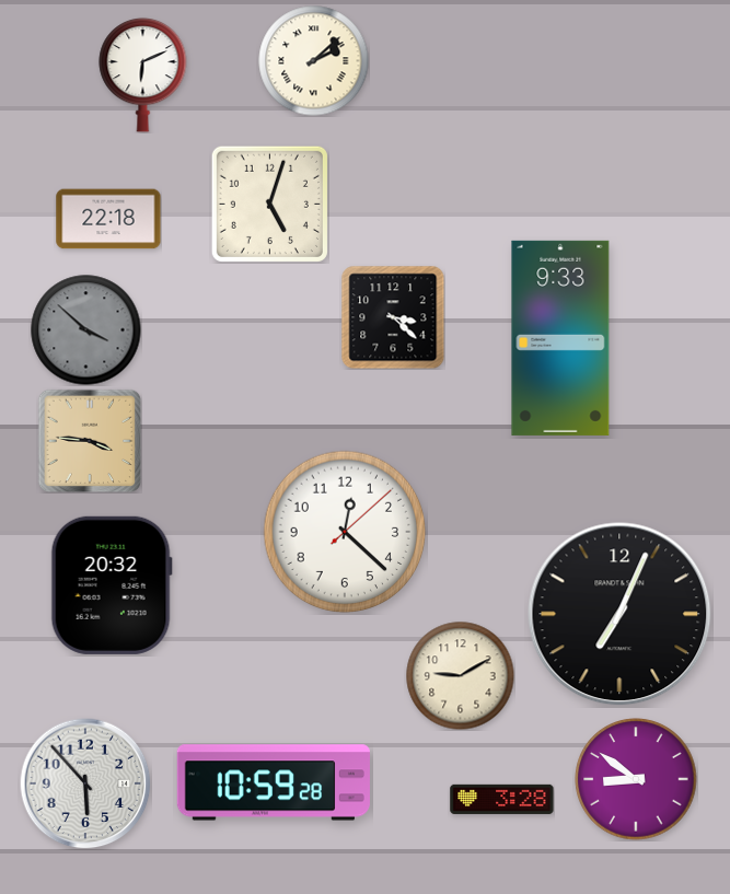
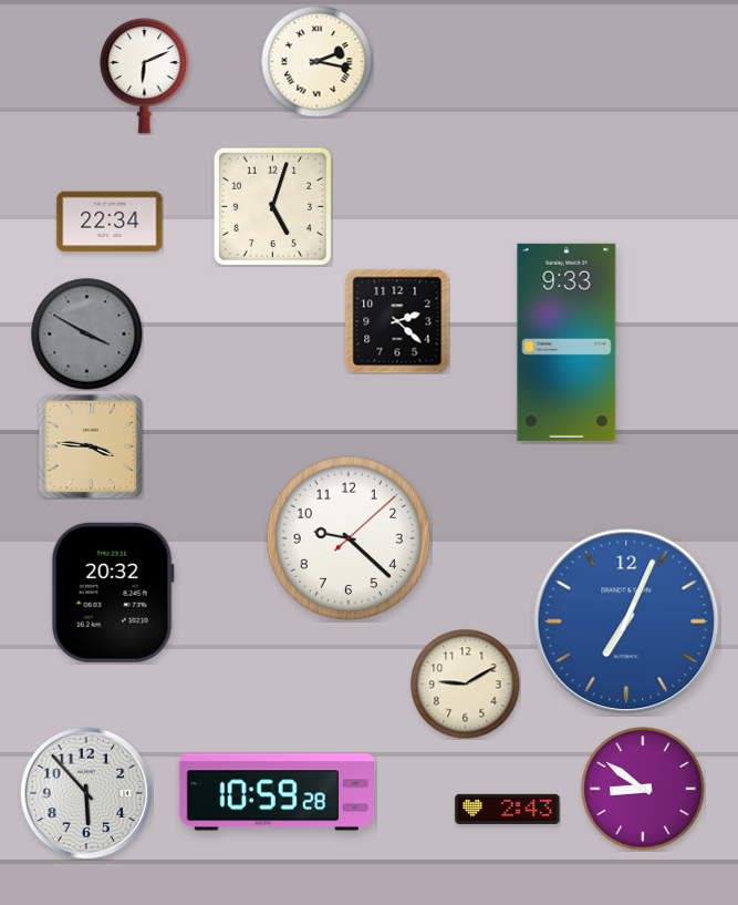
clock at (314, 61): 2:08 -> 2:17
clock at (108, 219): 22:18 -> 22:34
clock at (393, 317): 3:22 -> 2:22
clock at (86, 330): 3:52 -> 3:50
clock at (345, 532): 12:22 -> 9:22
clock at (619, 614) dial: black -> blue
clock at (502, 799): 3:28 -> 2:43
